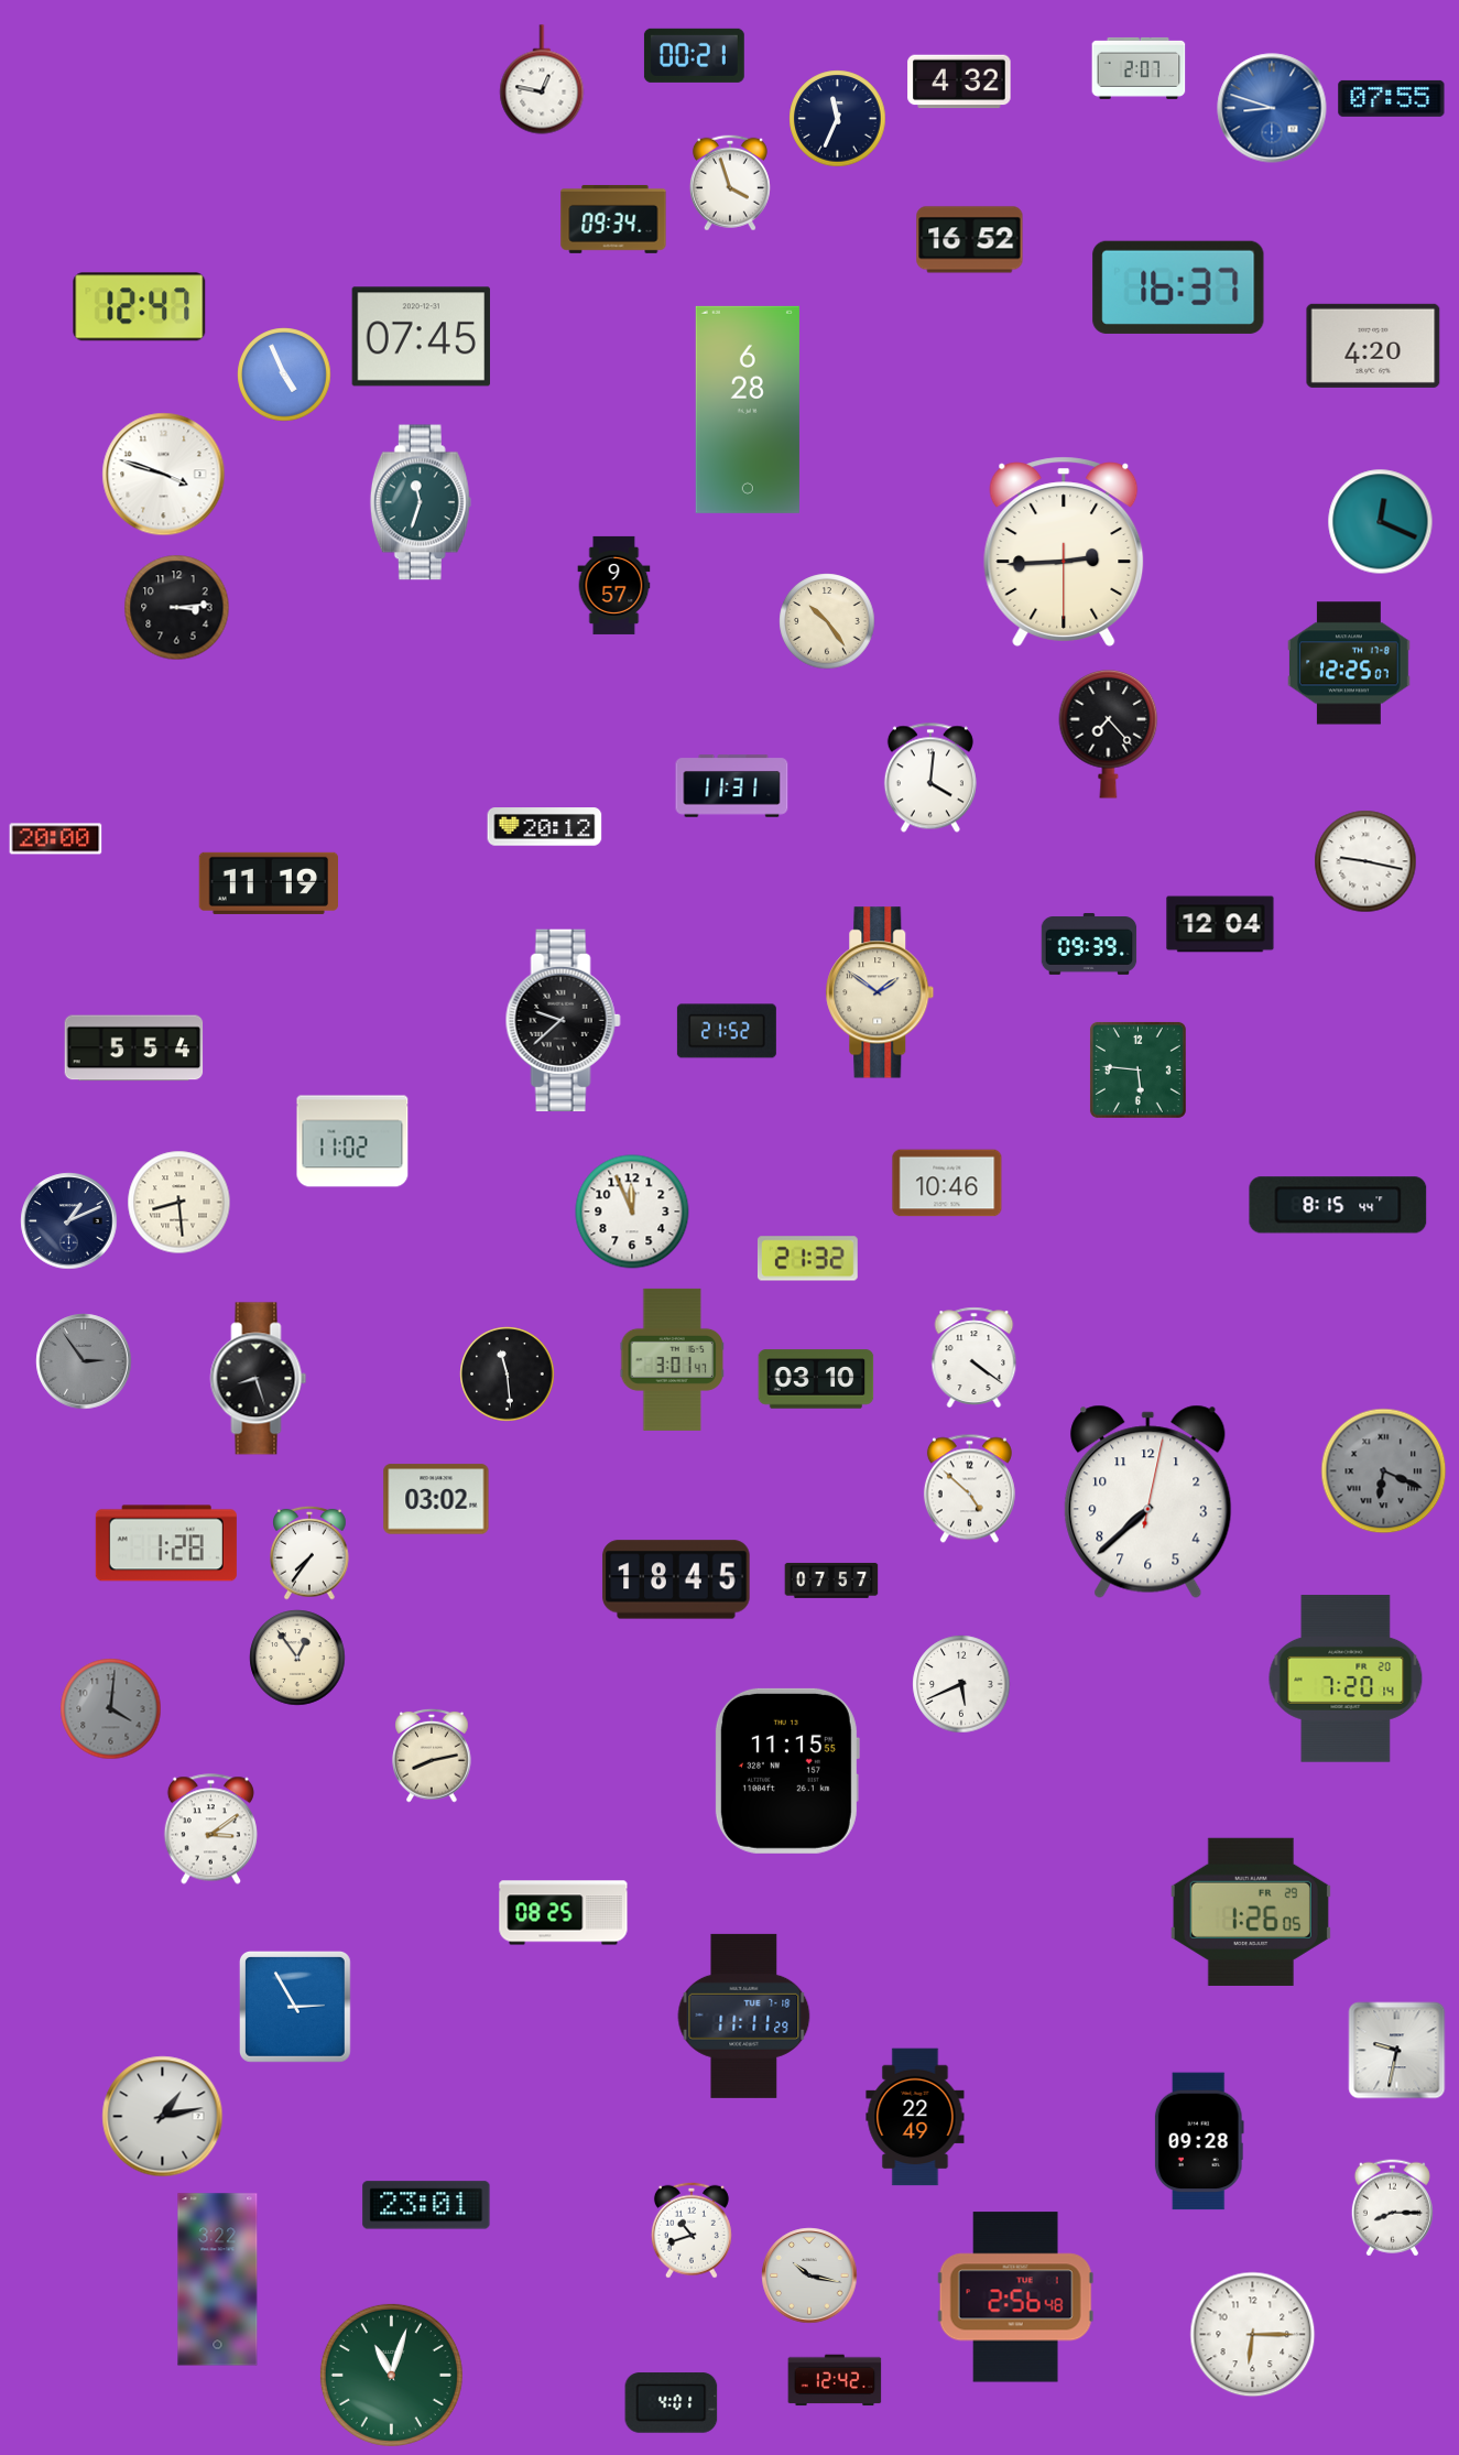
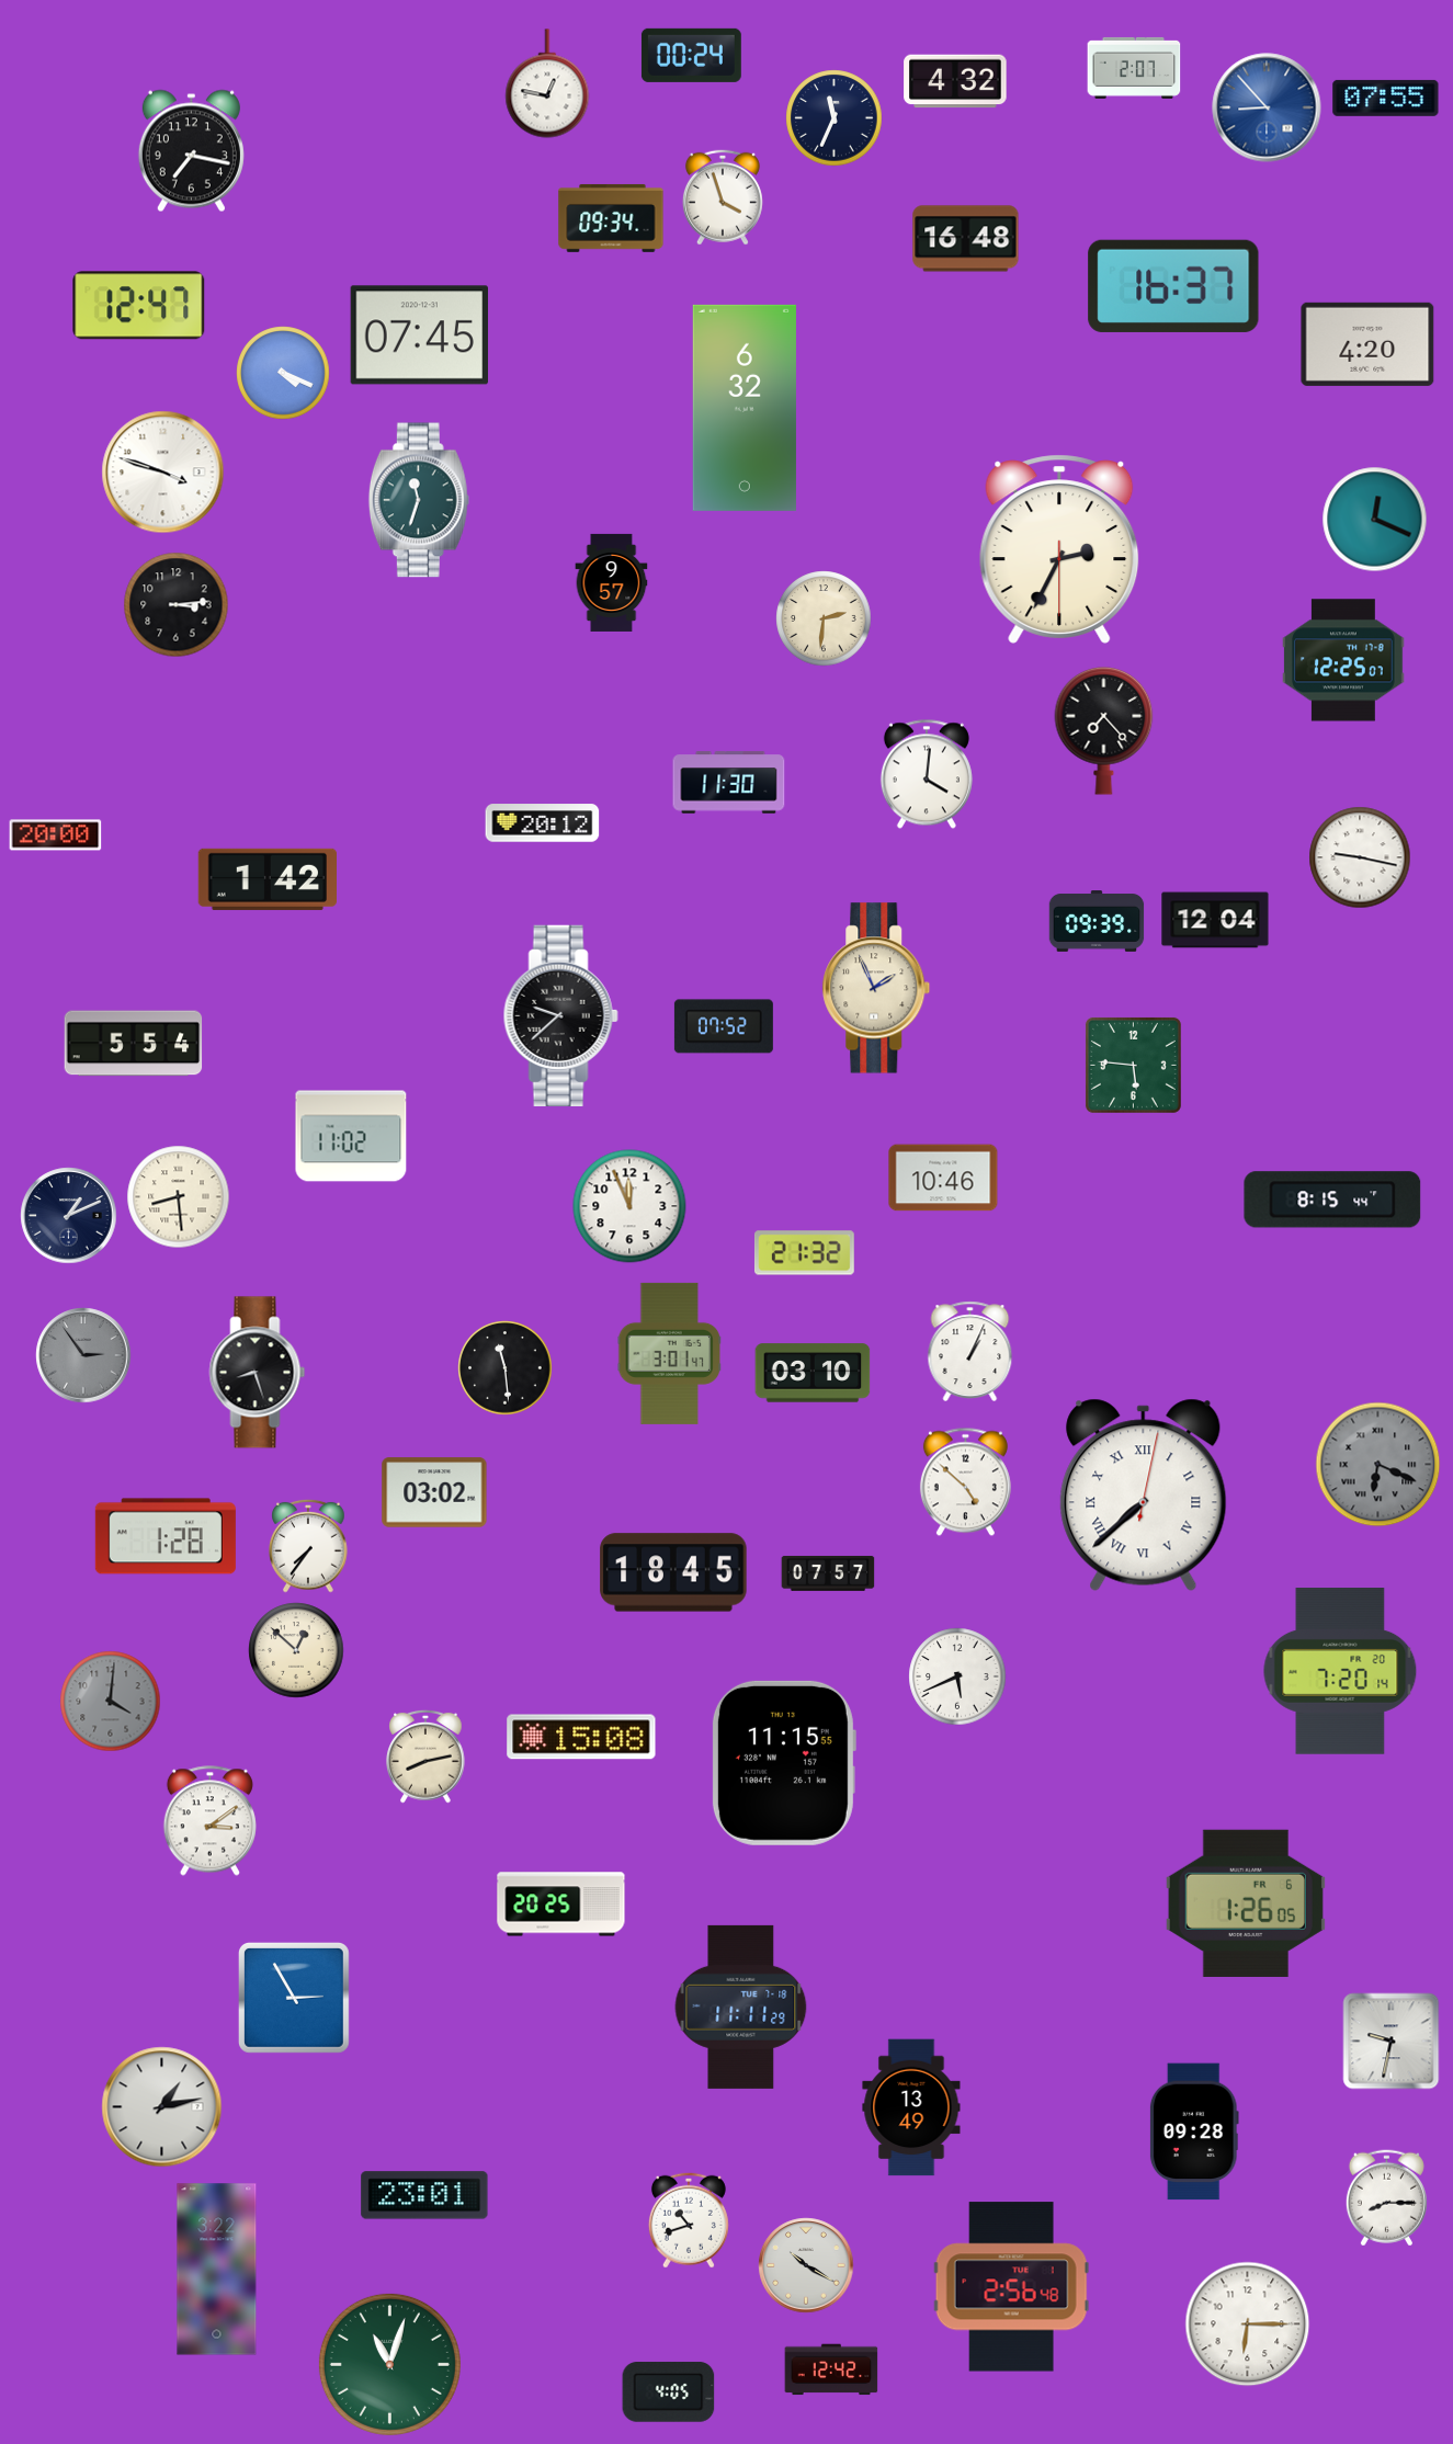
clock at (694, 55): 00:21 -> 00:24
clock at (542, 79) position: (542, 79) -> (547, 83)
clock at (1272, 108): 8:48 -> 8:53
clock at (191, 151): none -> 7:17
clock at (730, 183) position: (730, 183) -> (723, 197)
clock at (970, 240): 16:52 -> 16:48
clock at (284, 374): 4:56 -> 4:19
clock at (748, 410): 6:28 -> 6:32
clock at (1064, 552): 2:44 -> 2:34
clock at (827, 621): 10:24 -> 2:31
clock at (732, 786): 11:31 -> 11:30
clock at (268, 883): 11:19 -> 1:42
clock at (1089, 945) position: (1089, 945) -> (1097, 922)
clock at (880, 992): 1:51 -> 1:56
clock at (727, 1031): 21:52 -> 07:52
clock at (975, 1357): 4:21 -> 1:04
clock at (1148, 1501) numerals: Arabic -> Roman
clock at (297, 1658): 12:54 -> 12:52
clock at (581, 1737): none -> 15:08
clock at (432, 1756) position: (432, 1756) -> (425, 1757)
clock at (1251, 1912) date: FR 29 -> FR 6
clock at (564, 1913): 08:25 -> 20:25
clock at (915, 2117): 22:49 -> 13:49
clock at (809, 2275): 10:17 -> 10:20
clock at (672, 2403): 4:01 -> 4:05
